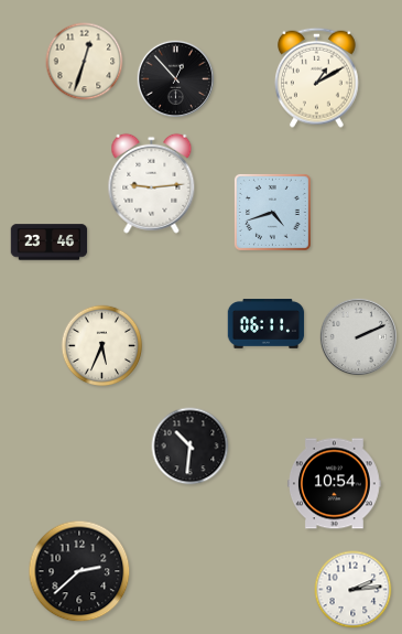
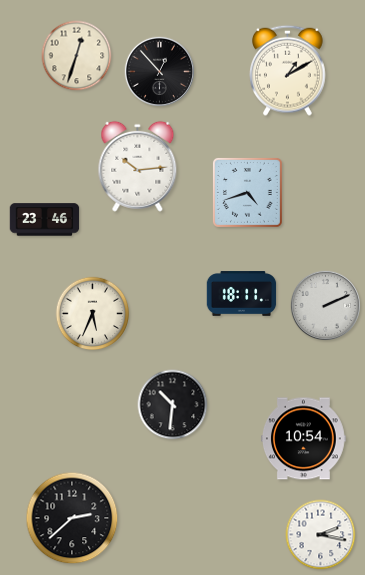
clock at (152, 183): 9:14 -> 10:14
clock at (267, 324): 06:11 -> 18:11
clock at (354, 590): 2:14 -> 2:17
